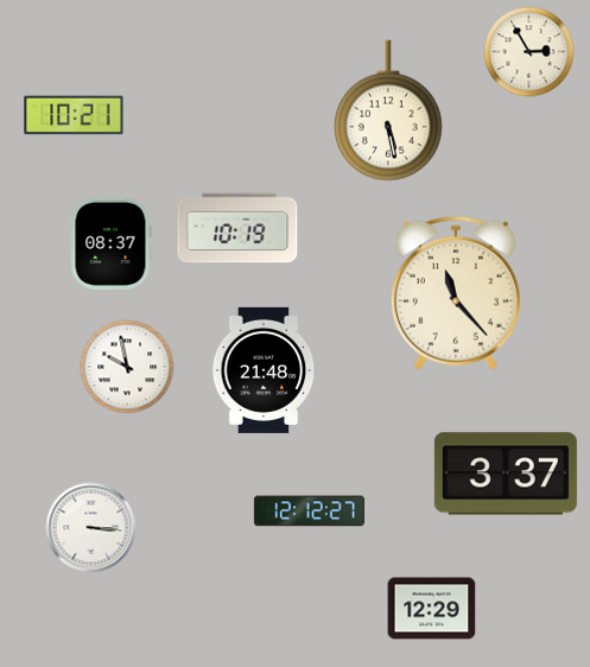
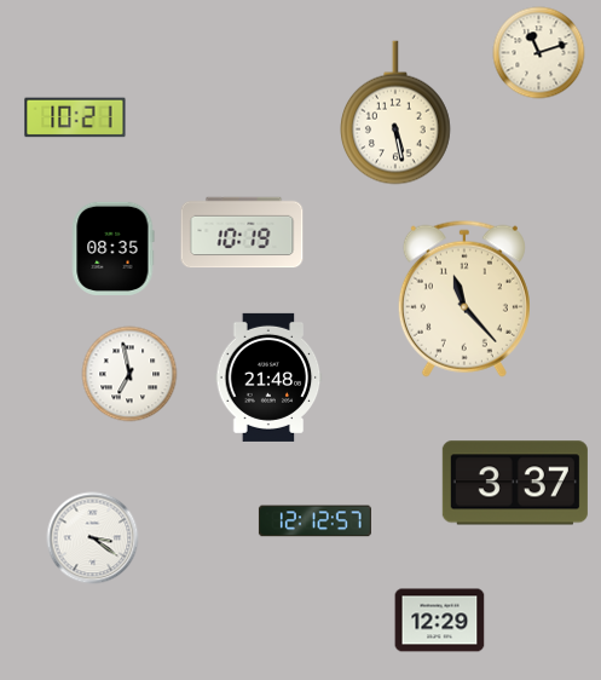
clock at (529, 52): 2:55 -> 11:12
clock at (110, 243): 08:37 -> 08:35
clock at (127, 367): 9:58 -> 6:58
clock at (309, 512): 12:12:27 -> 12:12:57
clock at (91, 528): 3:16 -> 3:21
